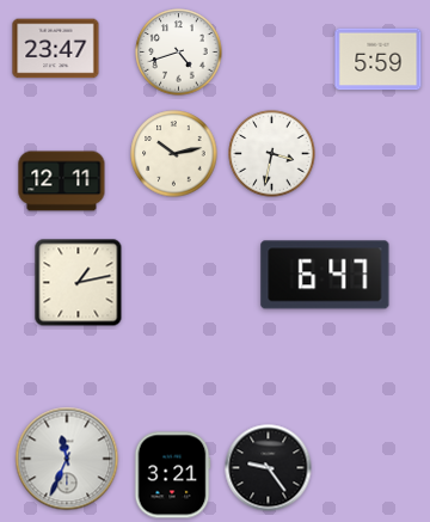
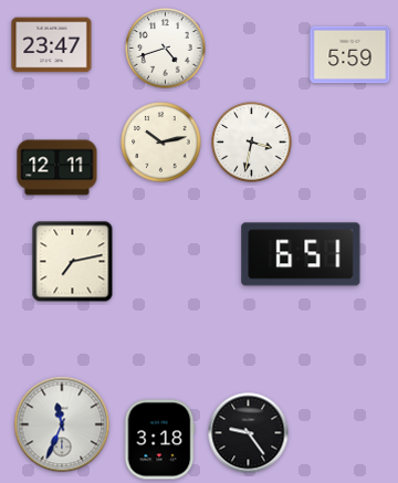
clock at (325, 275): 6:47 -> 6:51
clock at (79, 283): 1:13 -> 7:13
clock at (172, 475): 3:21 -> 3:18
